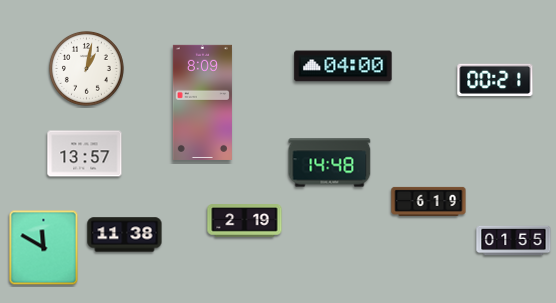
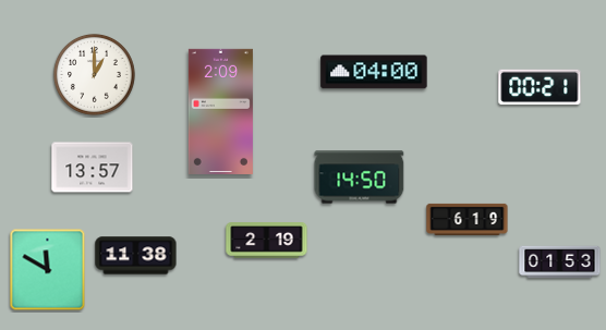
clock at (86, 68): 1:02 -> 1:00
clock at (202, 102): 8:09 -> 2:09
clock at (330, 163): 14:48 -> 14:50
clock at (514, 241): 01:55 -> 01:53
